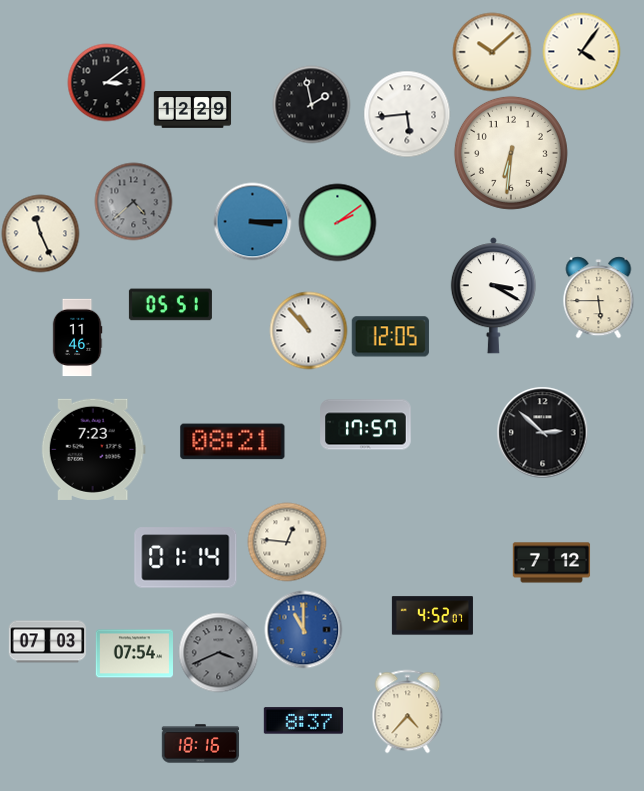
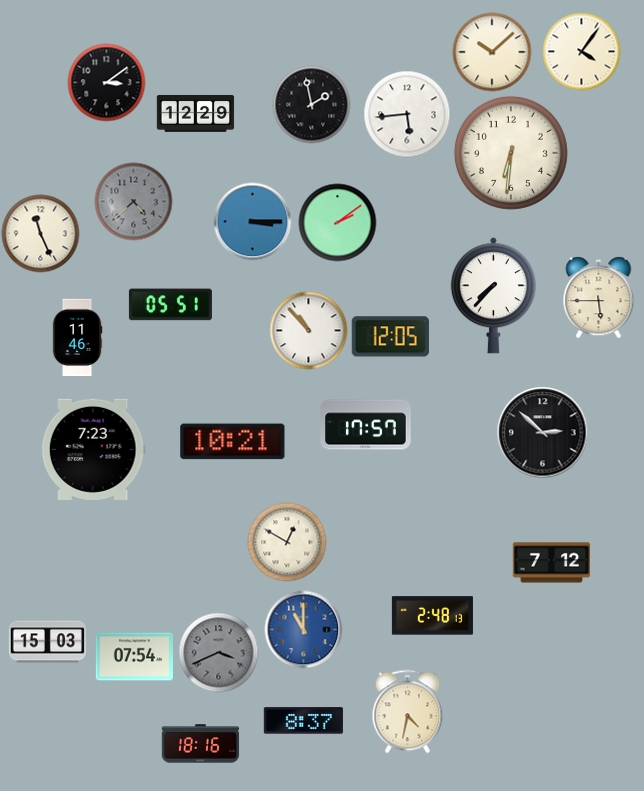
clock at (192, 110) position: (192, 110) -> (195, 114)
clock at (493, 296): 3:20 -> 7:37
clock at (233, 442): 08:21 -> 10:21
clock at (287, 542): 12:46 -> 12:50
clock at (186, 558): 01:14 -> none
clock at (432, 616): 4:52 -> 2:48
clock at (47, 642): 07:03 -> 15:03
clock at (134, 654) position: (134, 654) -> (134, 657)
clock at (408, 711): 4:37 -> 4:32
